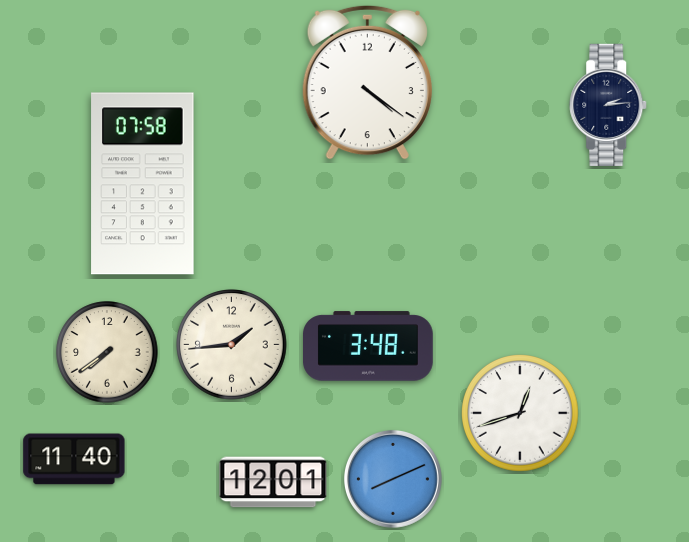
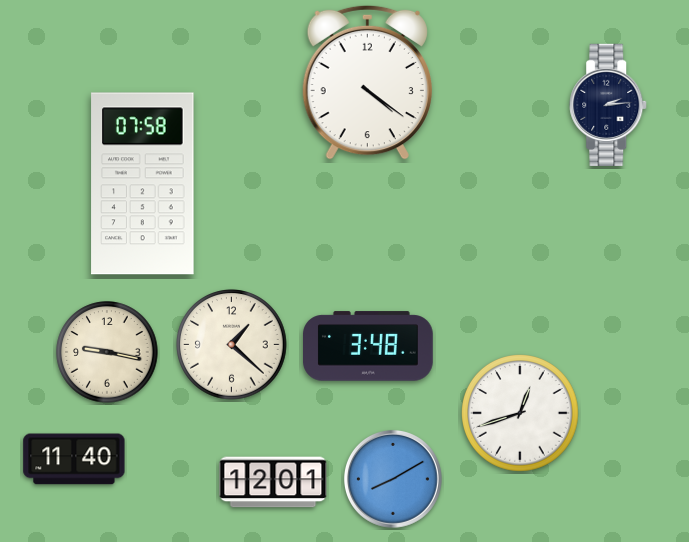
clock at (232, 345): 1:44 -> 1:22
clock at (107, 352): 7:39 -> 9:17
clock at (393, 479): 8:11 -> 8:10
